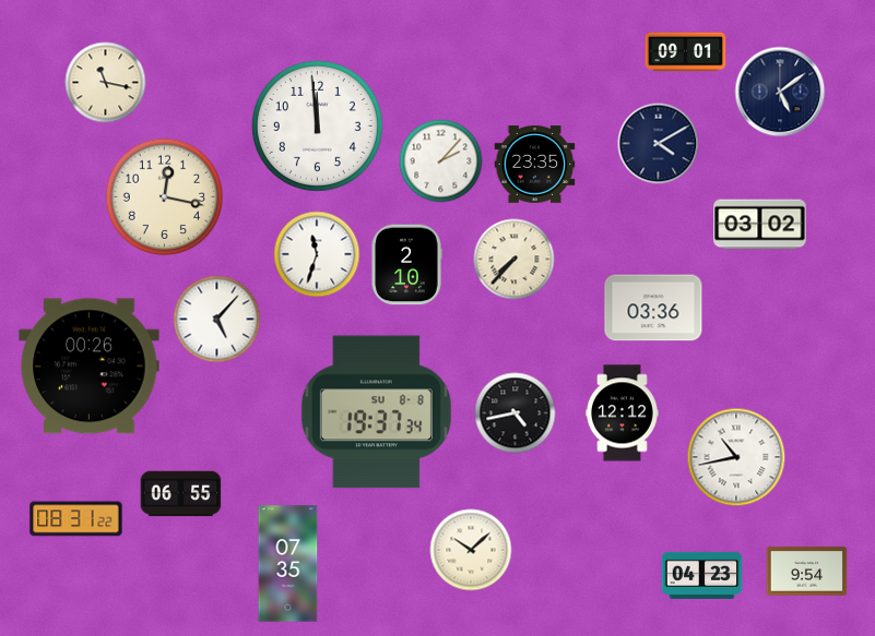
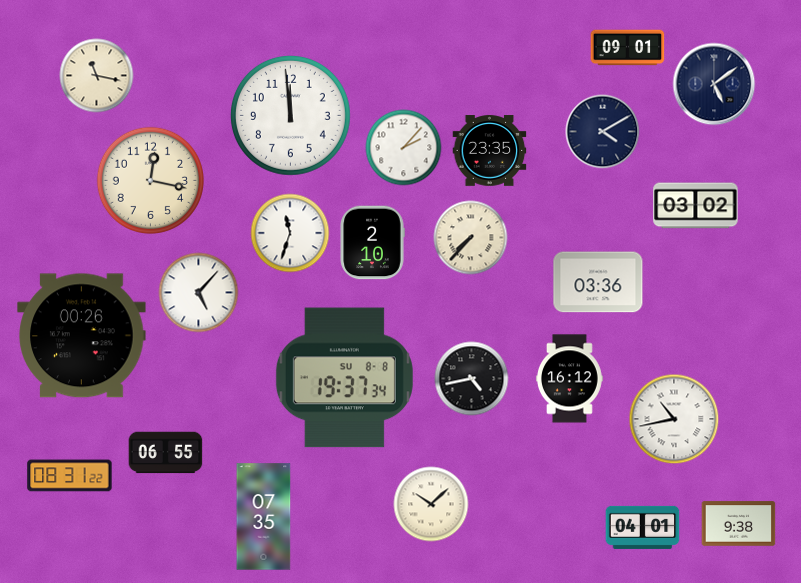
clock at (622, 413): 12:12 -> 16:12
clock at (807, 572): 9:54 -> 9:38
clock at (702, 575): 04:23 -> 04:01
